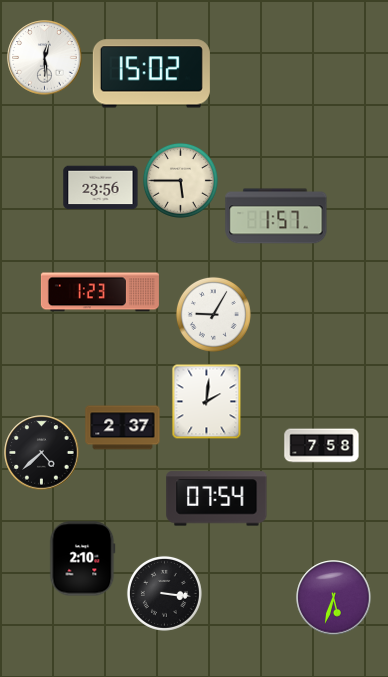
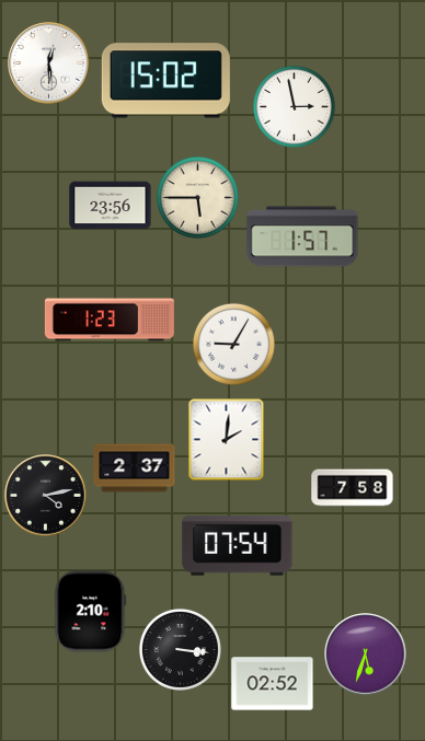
clock at (294, 106): none -> 2:58
clock at (42, 453): 4:38 -> 4:13
clock at (273, 684): none -> 02:52
